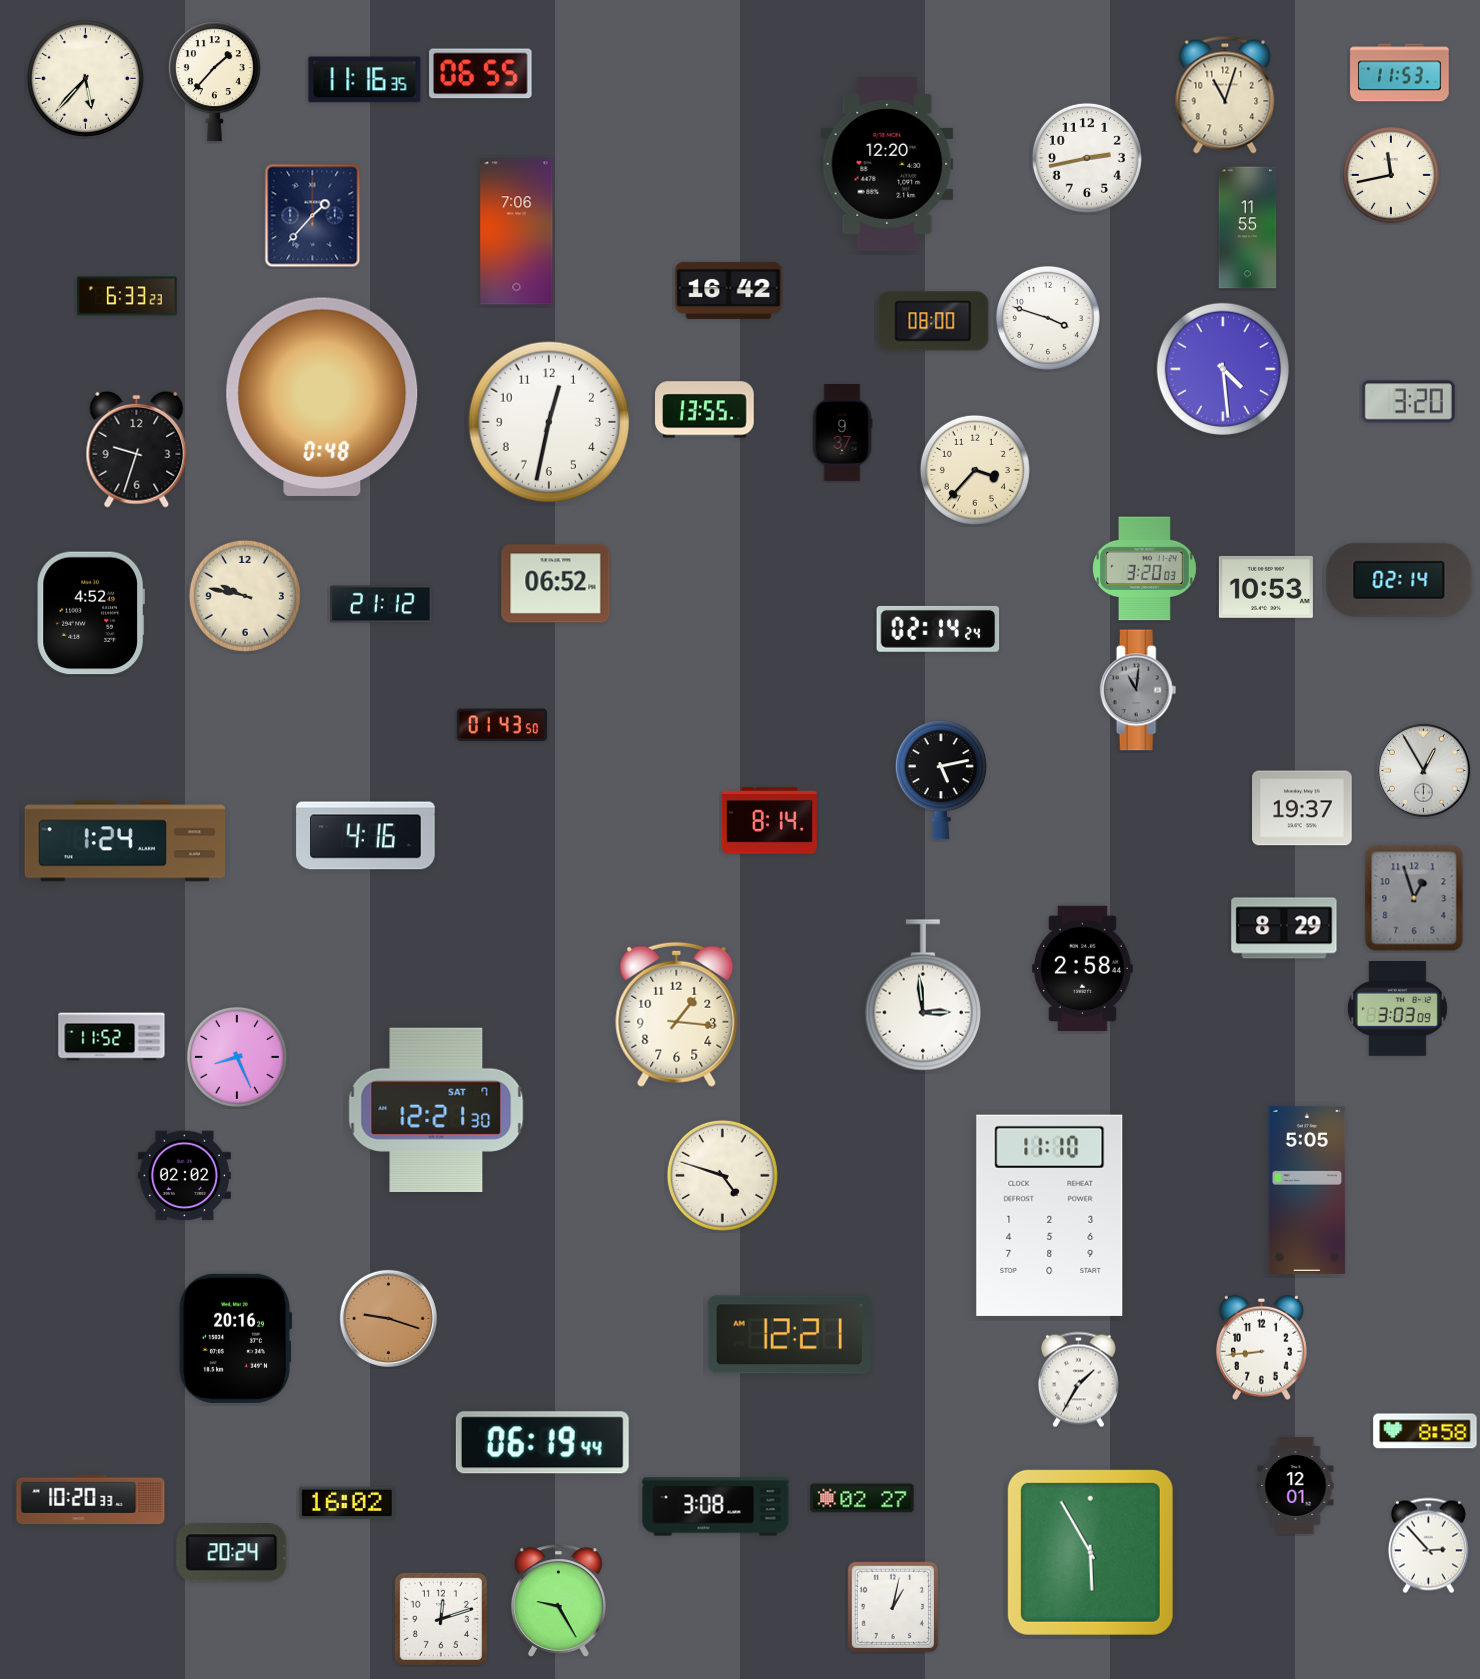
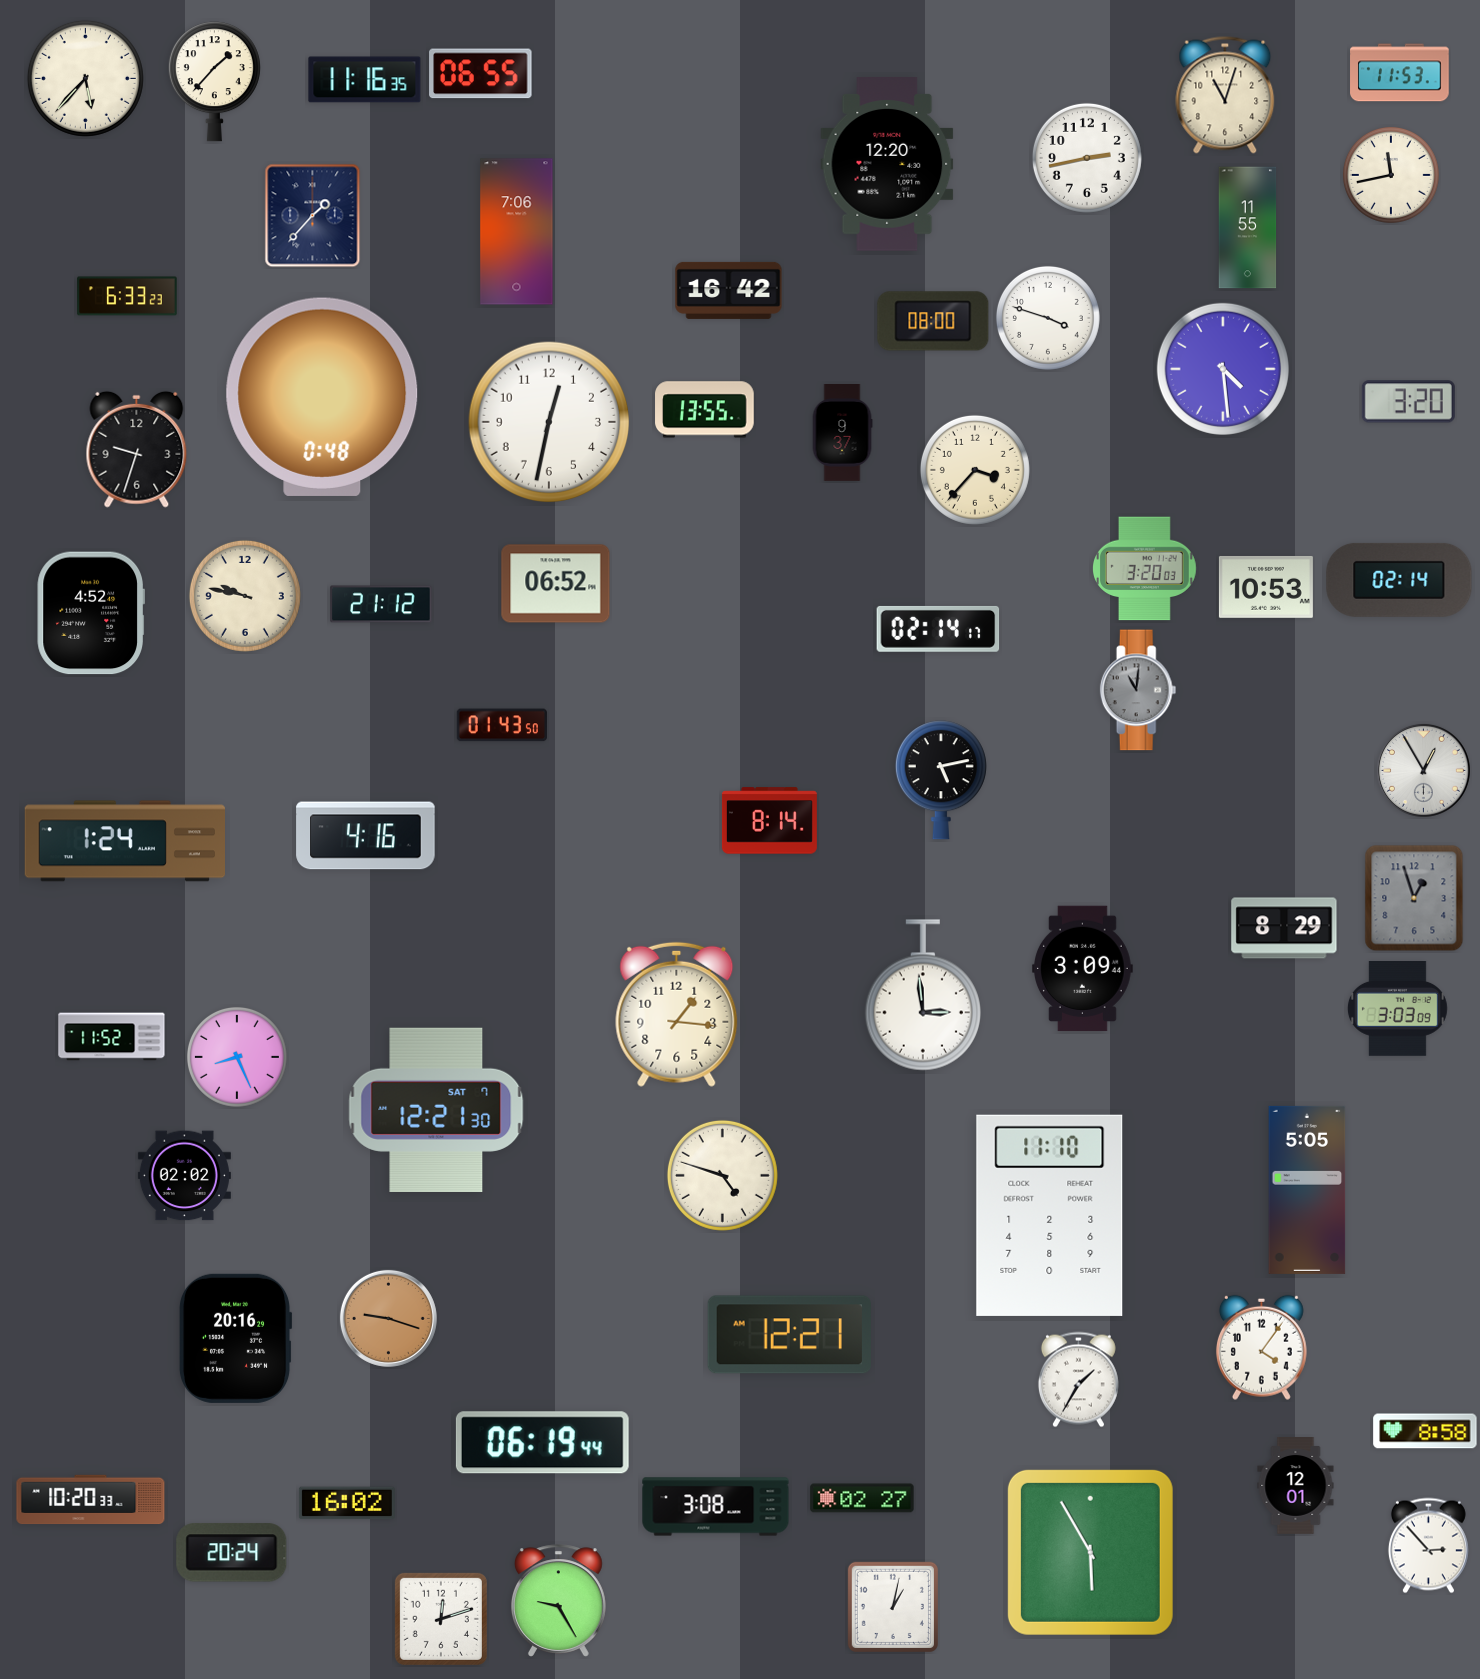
clock at (938, 629): 02:14:24 -> 02:14:17
clock at (1302, 808): 19:37 -> none
clock at (1082, 969): 2:58 -> 3:09
clock at (1261, 1347): 8:44 -> 4:06
